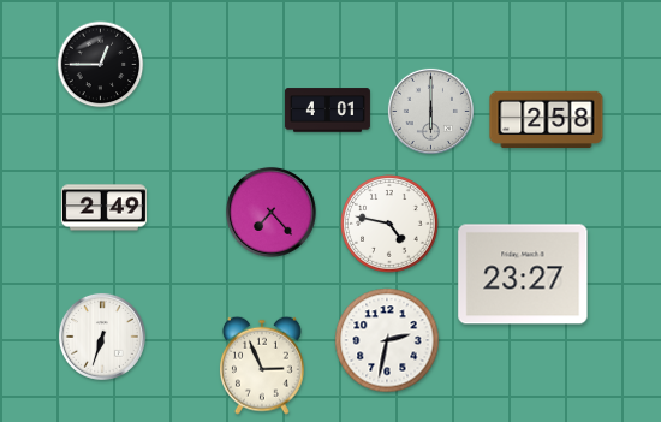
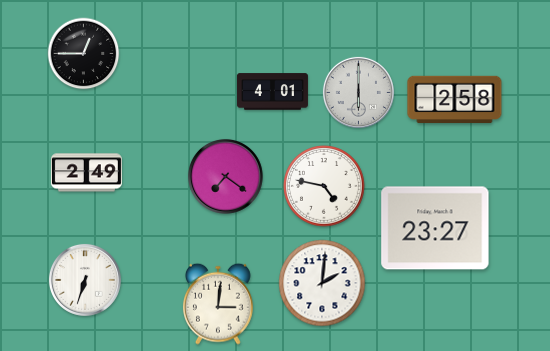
clock at (272, 213): 7:23 -> 7:21
clock at (387, 340): 2:32 -> 2:01
clock at (262, 365): 2:56 -> 3:01
